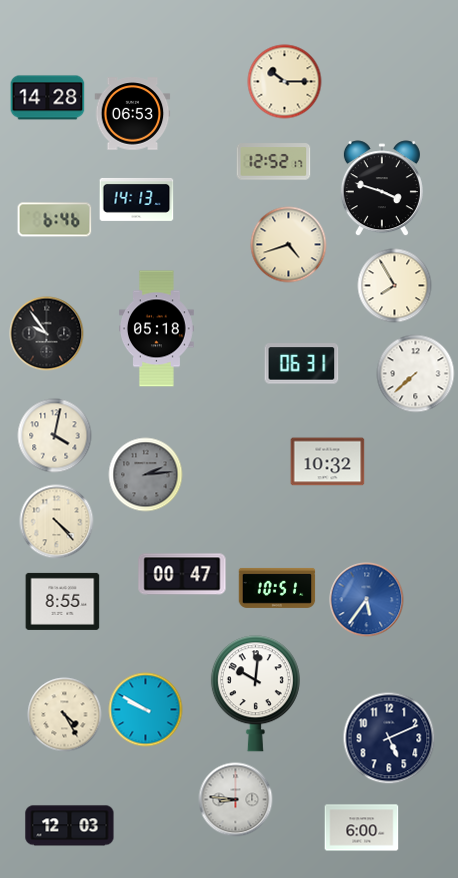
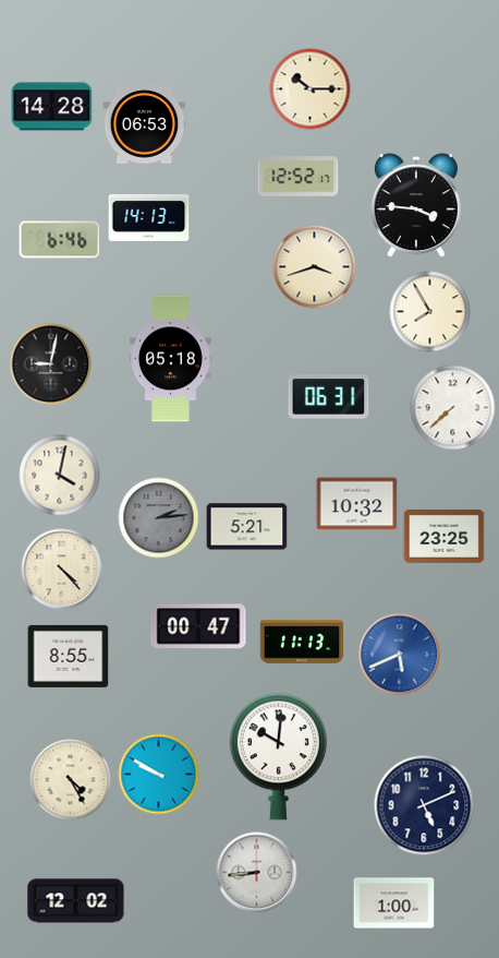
clock at (382, 189): 3:48 -> 3:46
clock at (289, 245): 4:42 -> 3:42
clock at (47, 334): 9:54 -> 9:02
clock at (247, 527): none -> 5:21
clock at (445, 537): none -> 23:25
clock at (277, 588): 10:51 -> 11:13
clock at (367, 600): 5:36 -> 5:41
clock at (236, 800): 8:46 -> 8:44
clock at (70, 826): 12:03 -> 12:02
clock at (362, 828): 6:00 -> 1:00
